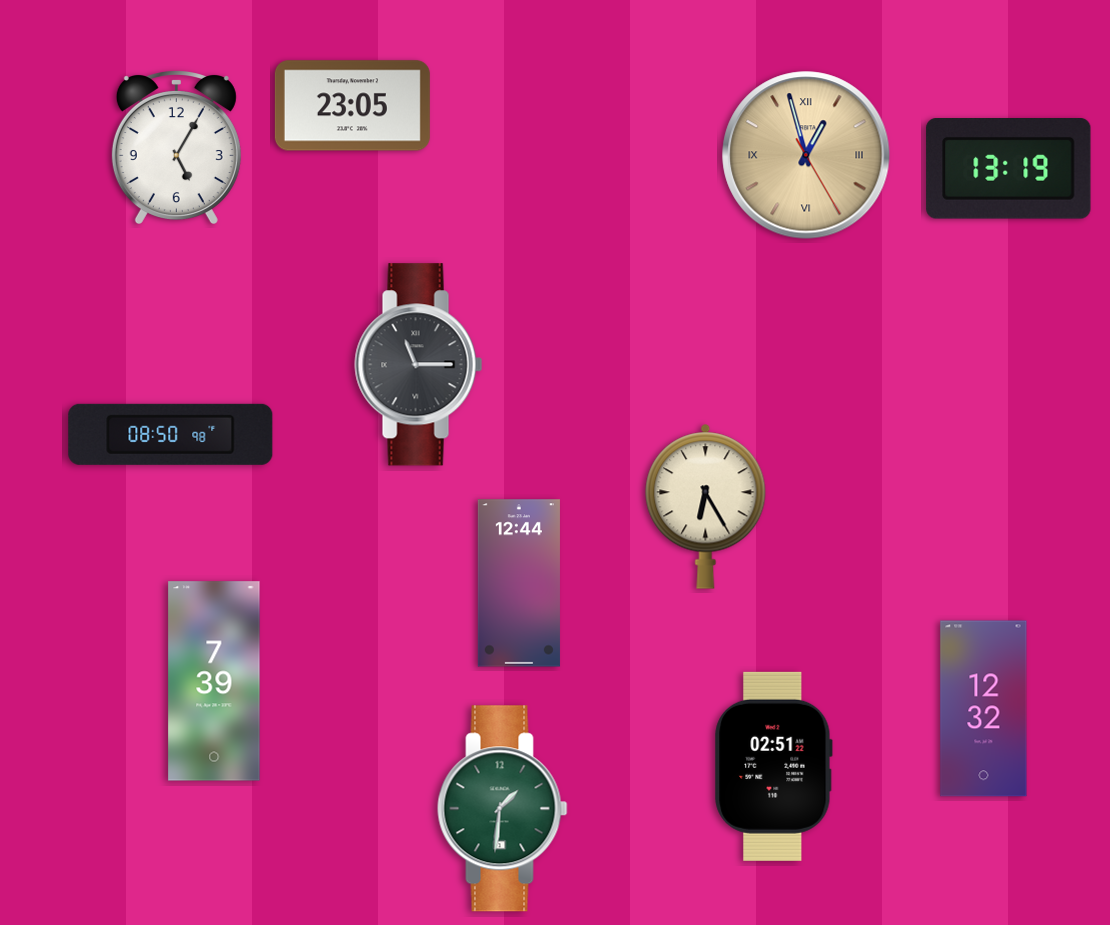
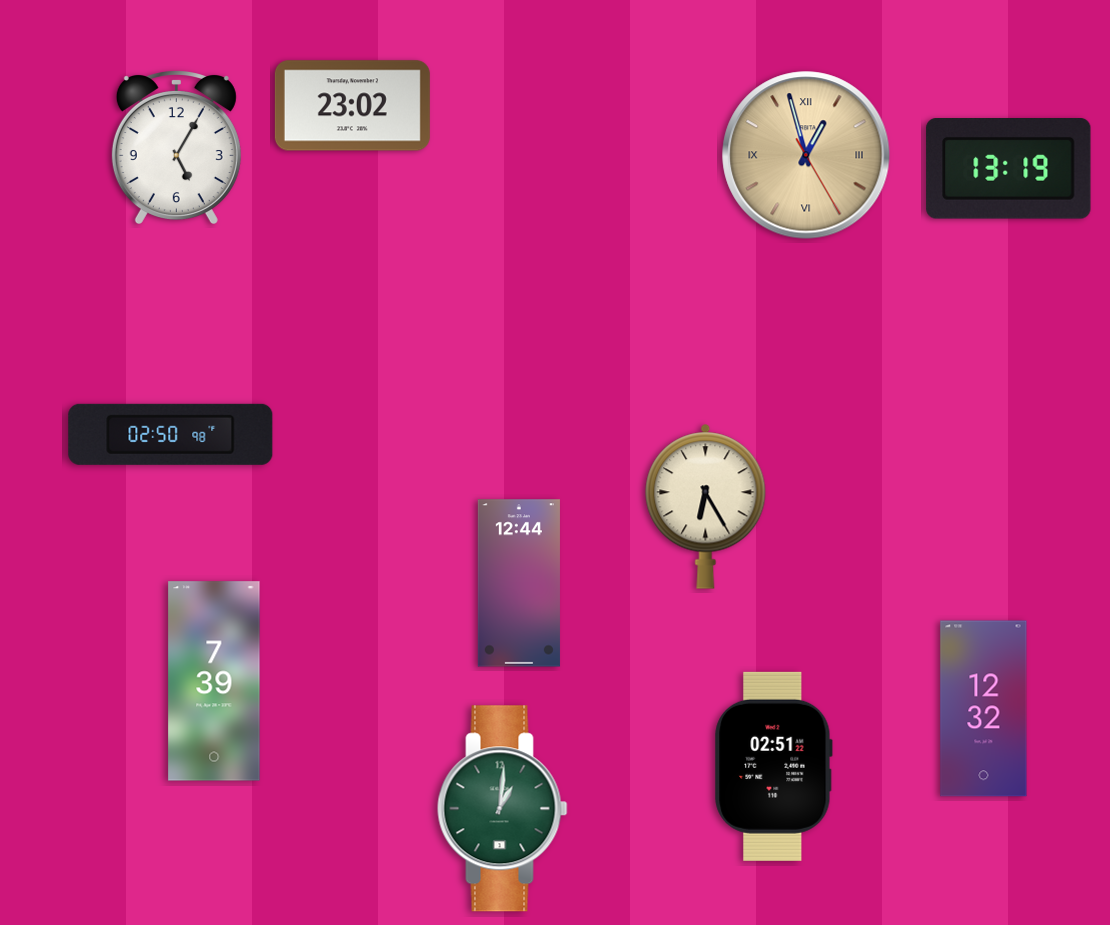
clock at (352, 106): 23:05 -> 23:02
clock at (419, 365): 11:15 -> none
clock at (171, 434): 08:50 -> 02:50
clock at (503, 809): 1:31 -> 1:01
